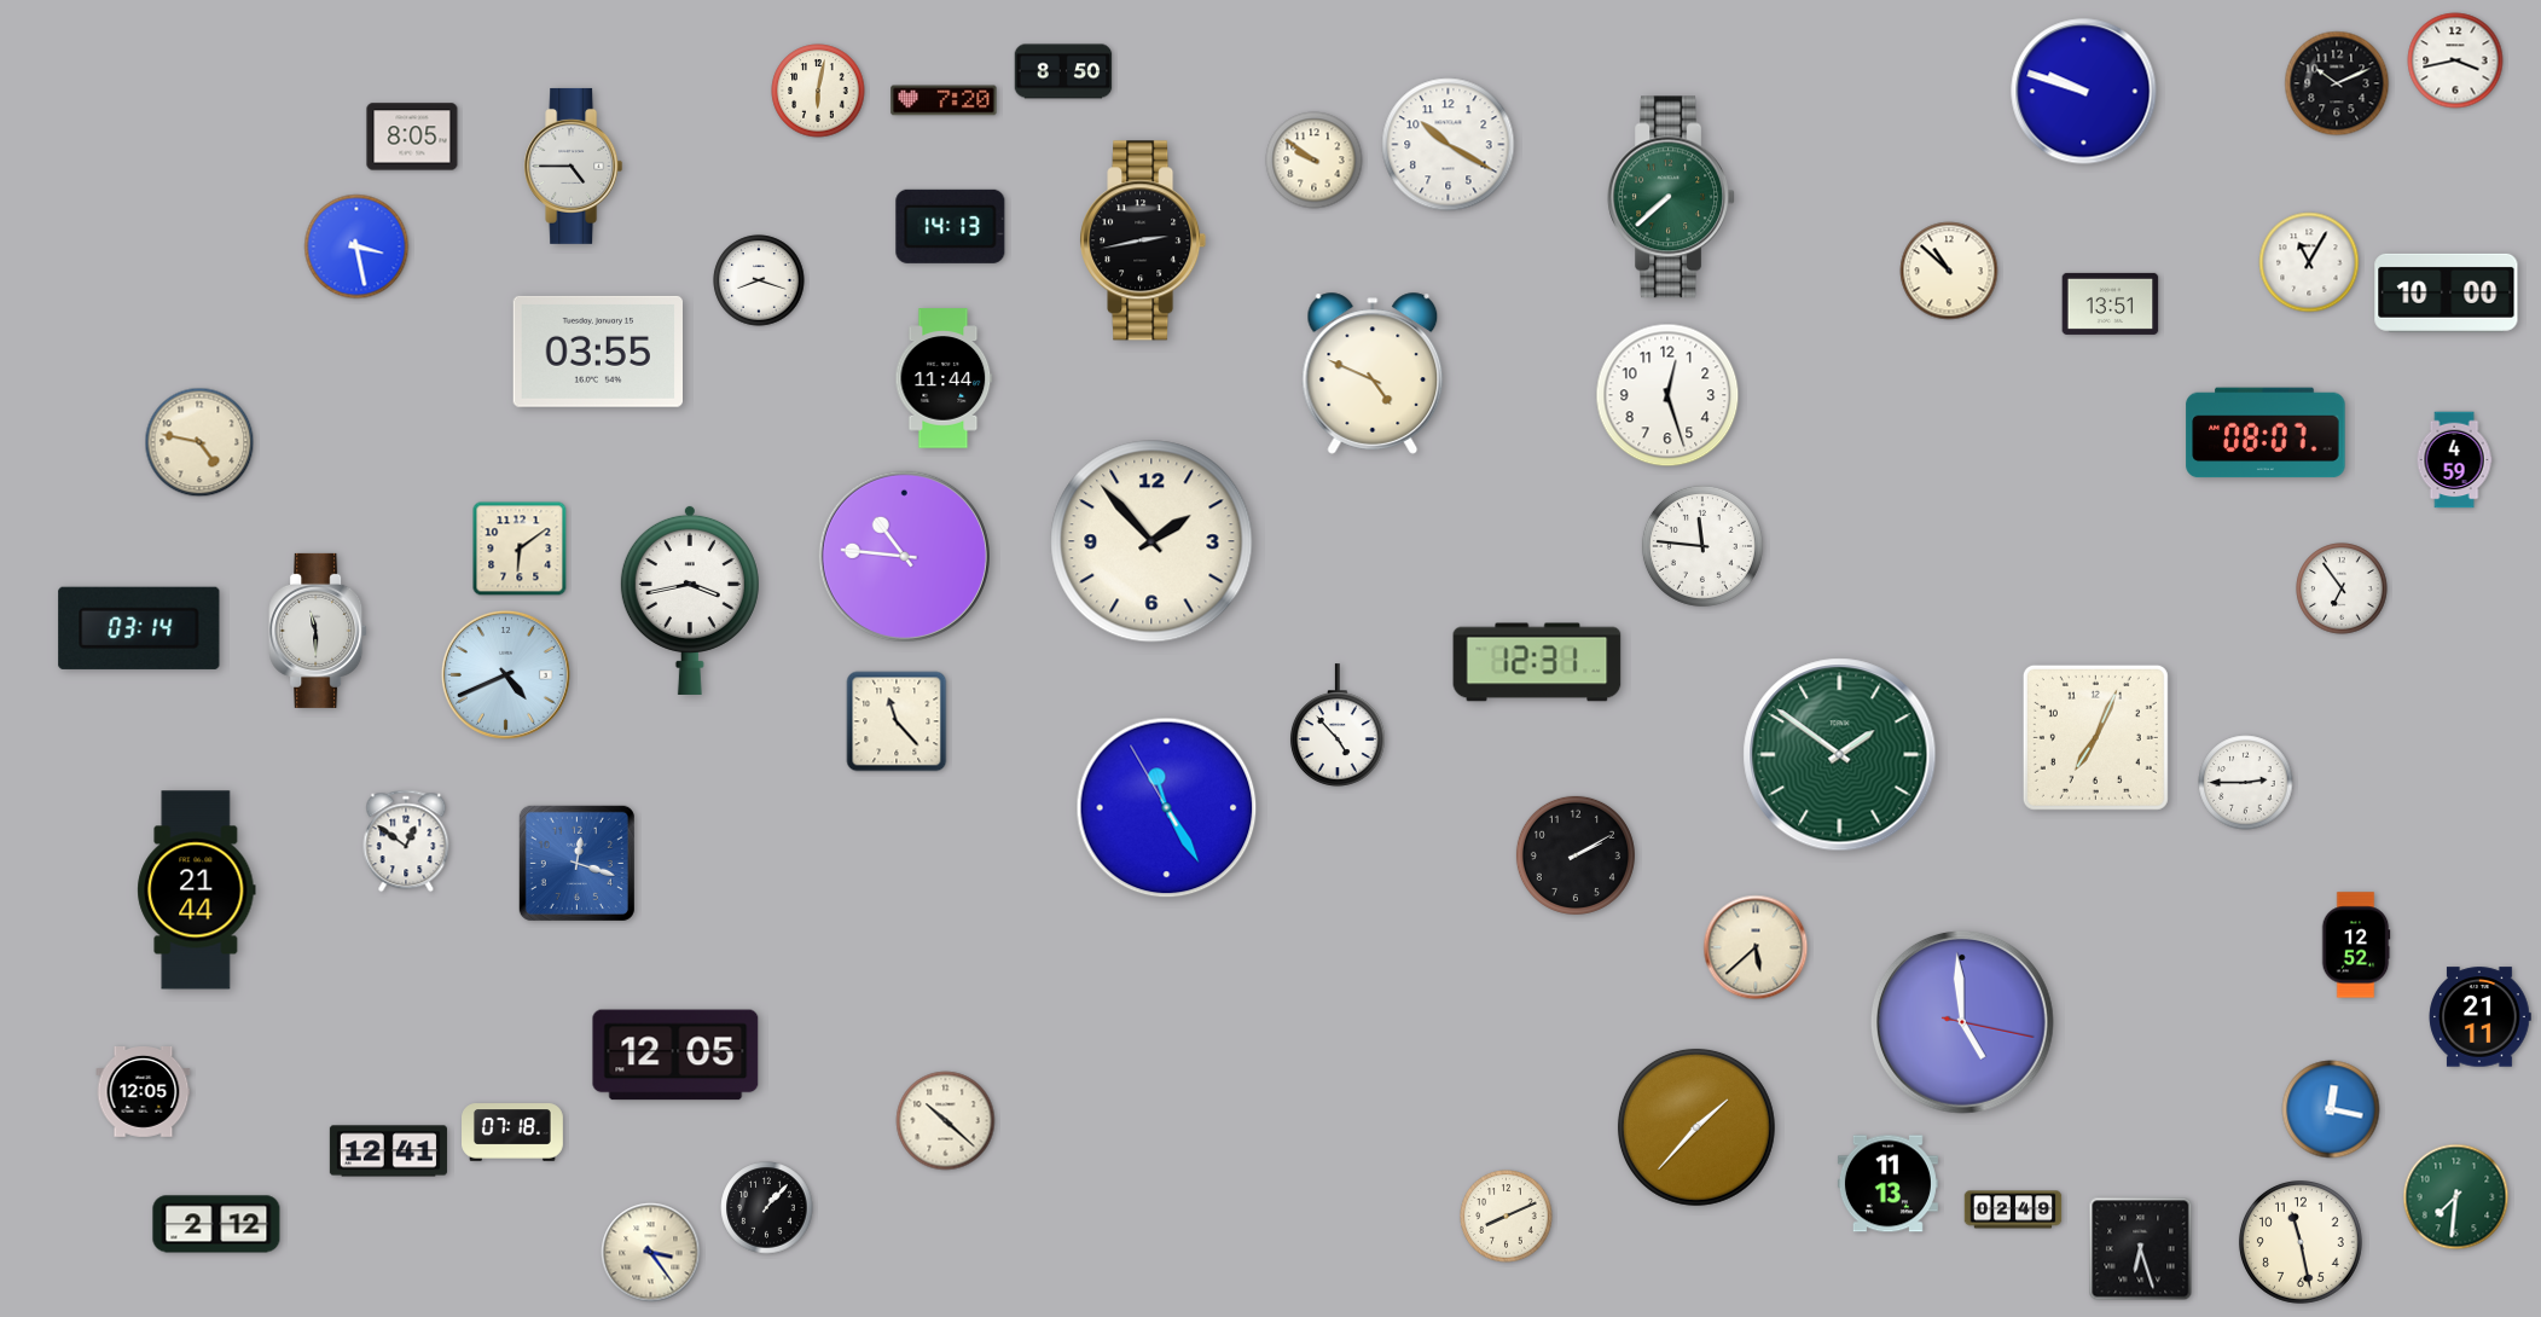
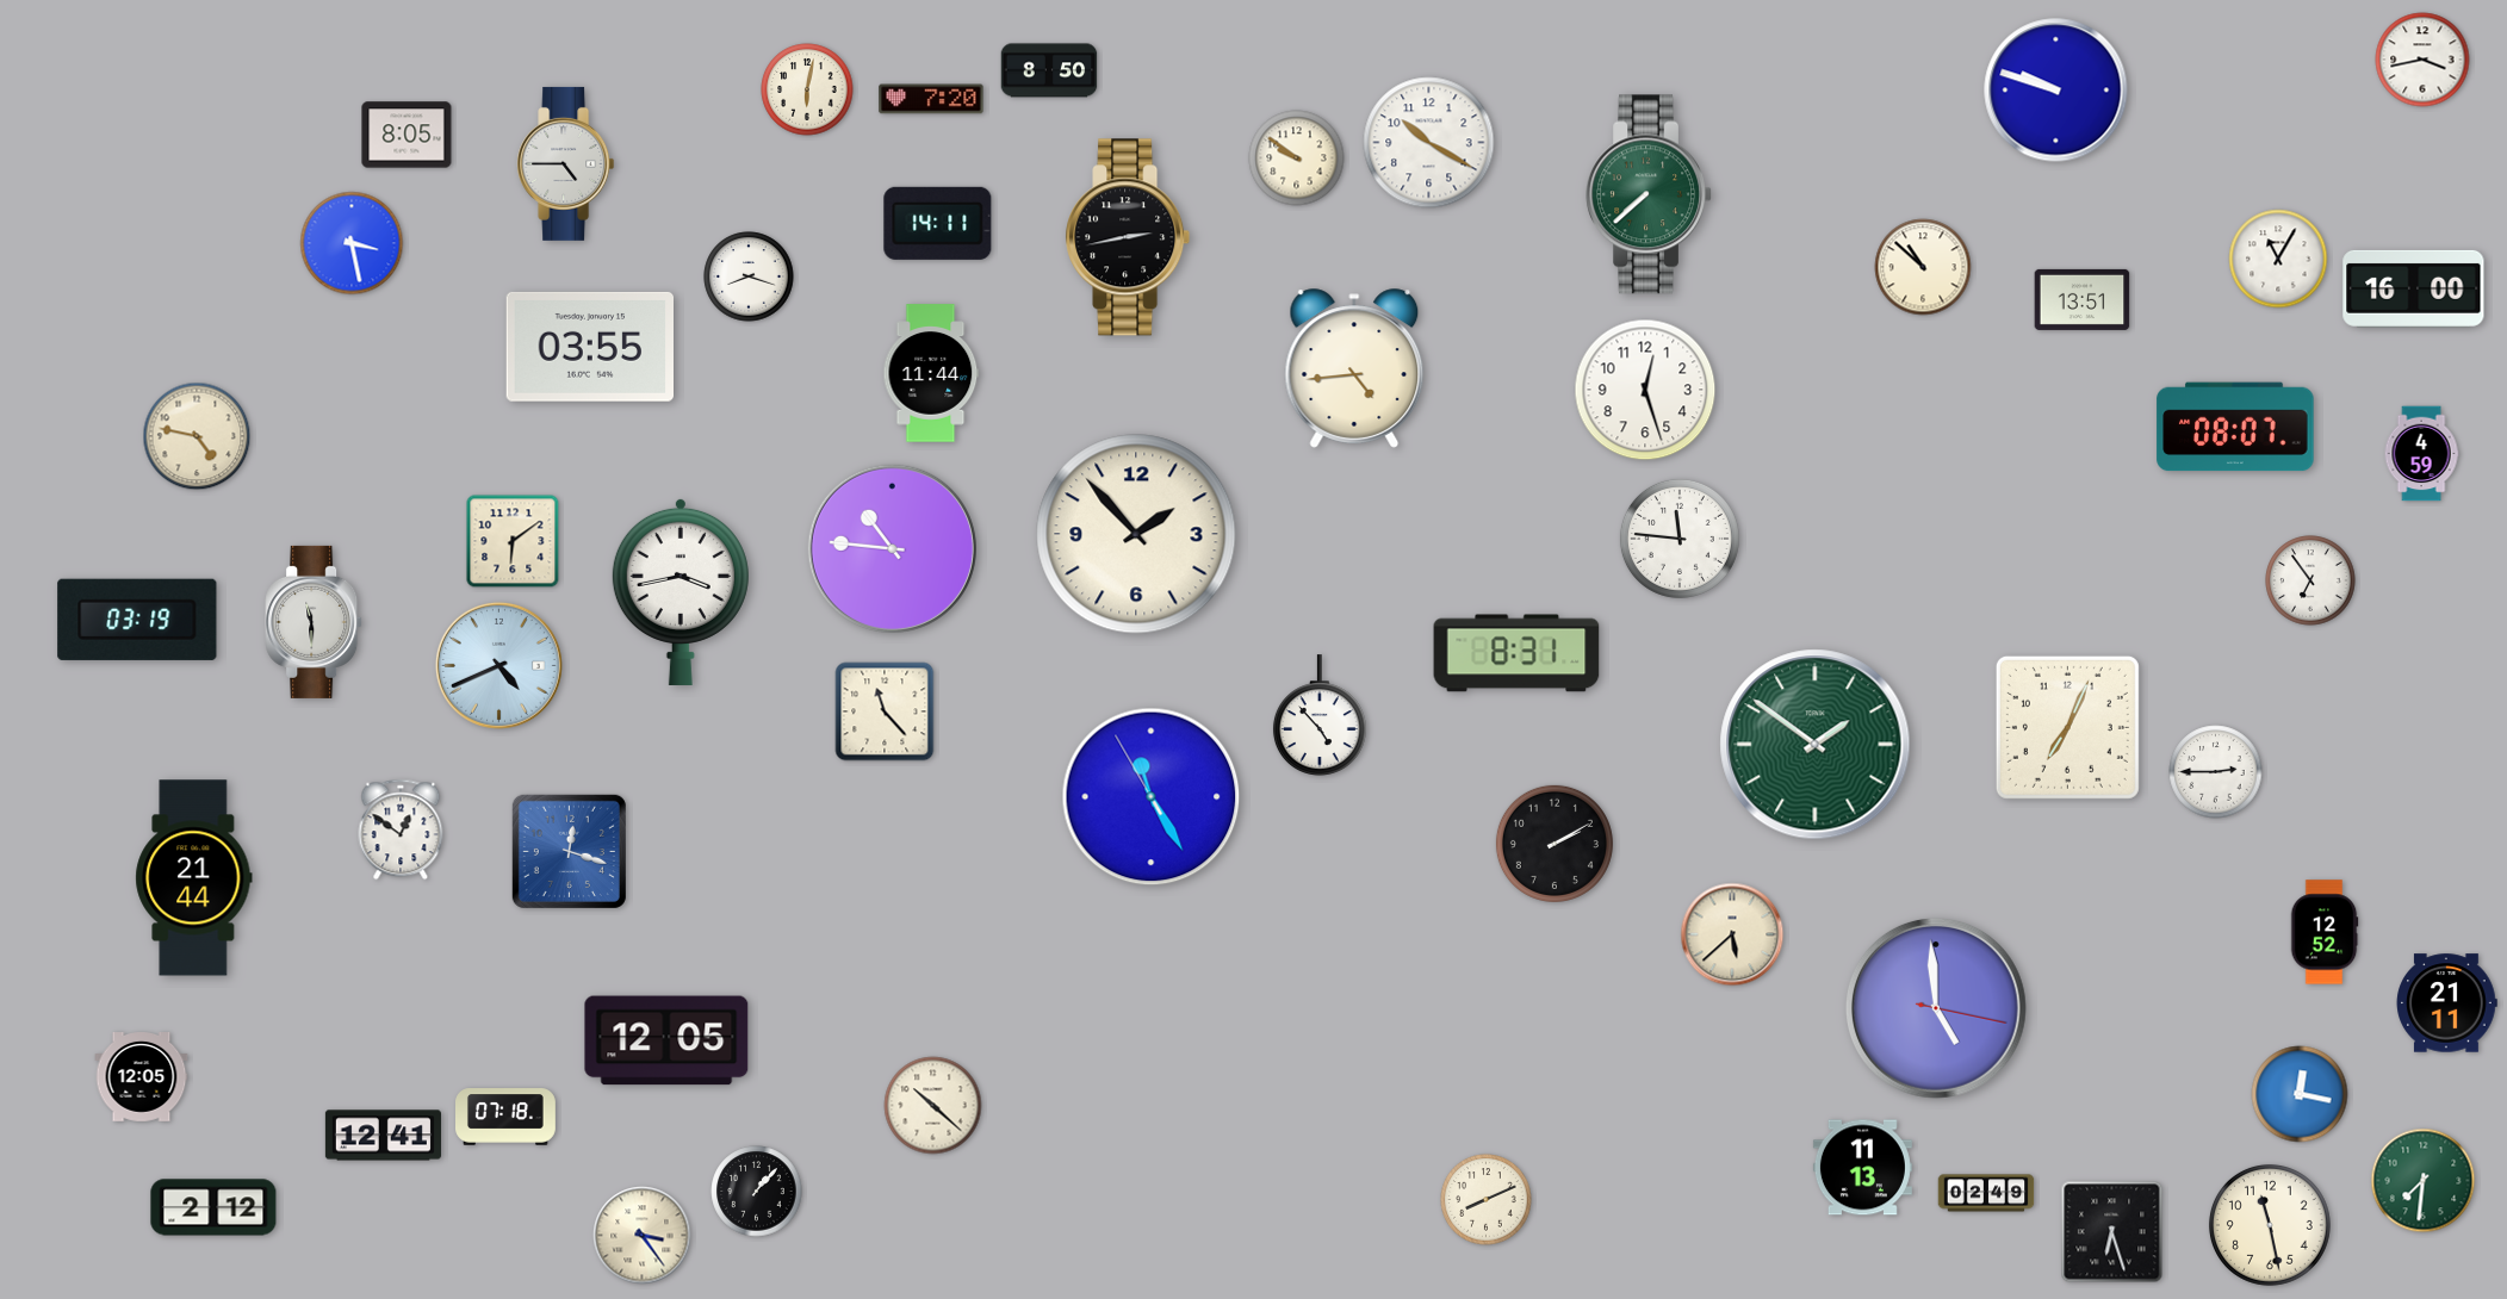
clock at (2337, 83): 10:11 -> none
clock at (951, 226): 14:13 -> 14:11
clock at (2447, 292): 10:00 -> 16:00
clock at (1373, 373): 4:49 -> 4:44
clock at (139, 628): 03:14 -> 03:19
clock at (1537, 662): 12:31 -> 8:31
clock at (1696, 1127): 1:37 -> none
